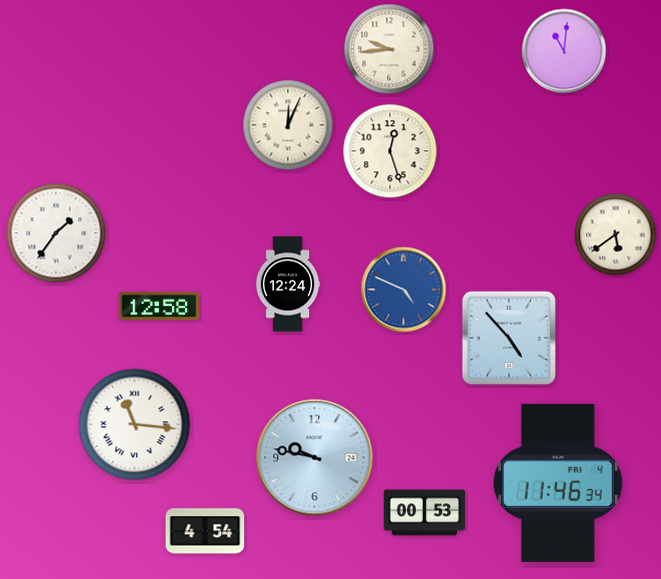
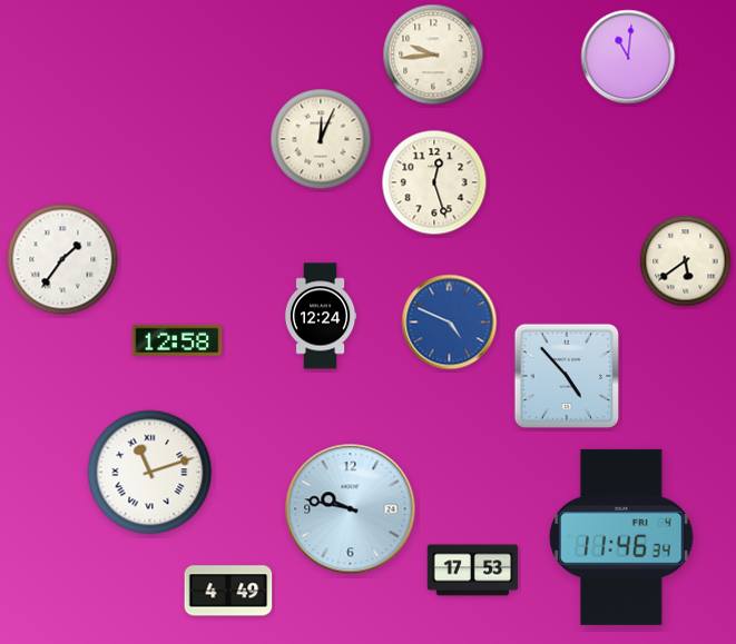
clock at (390, 151) position: (390, 151) -> (434, 182)
clock at (135, 425): 11:16 -> 11:12
clock at (425, 513): 00:53 -> 17:53
clock at (205, 531): 4:54 -> 4:49
